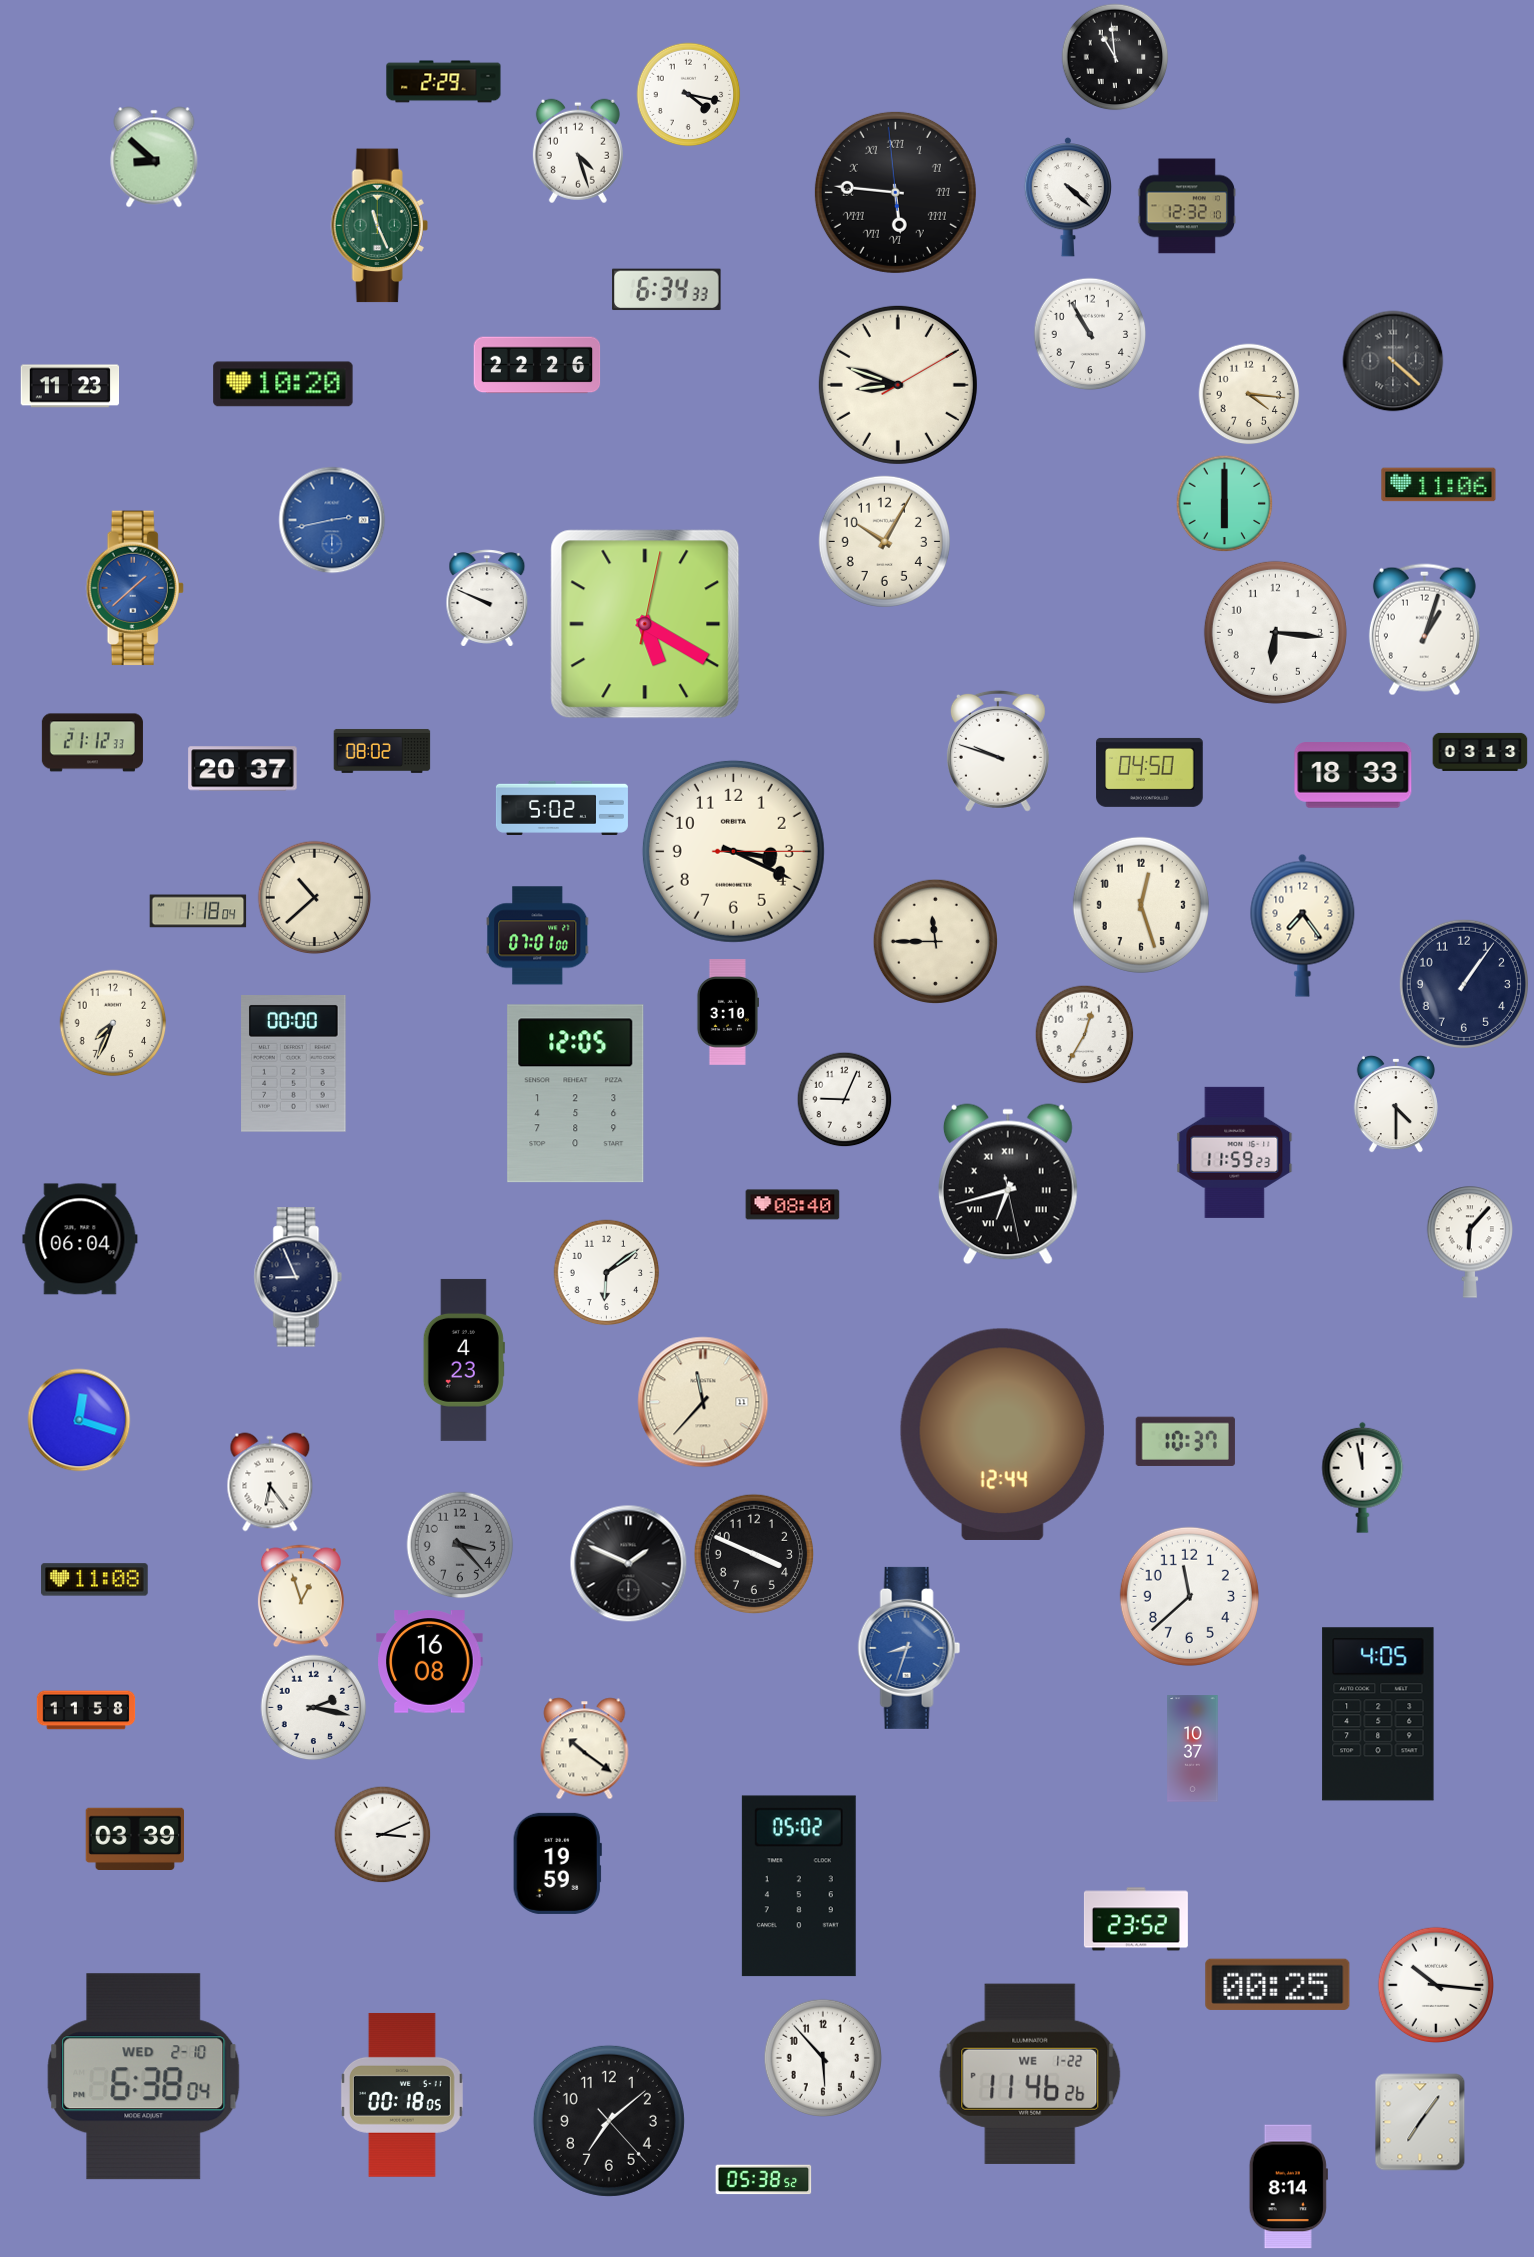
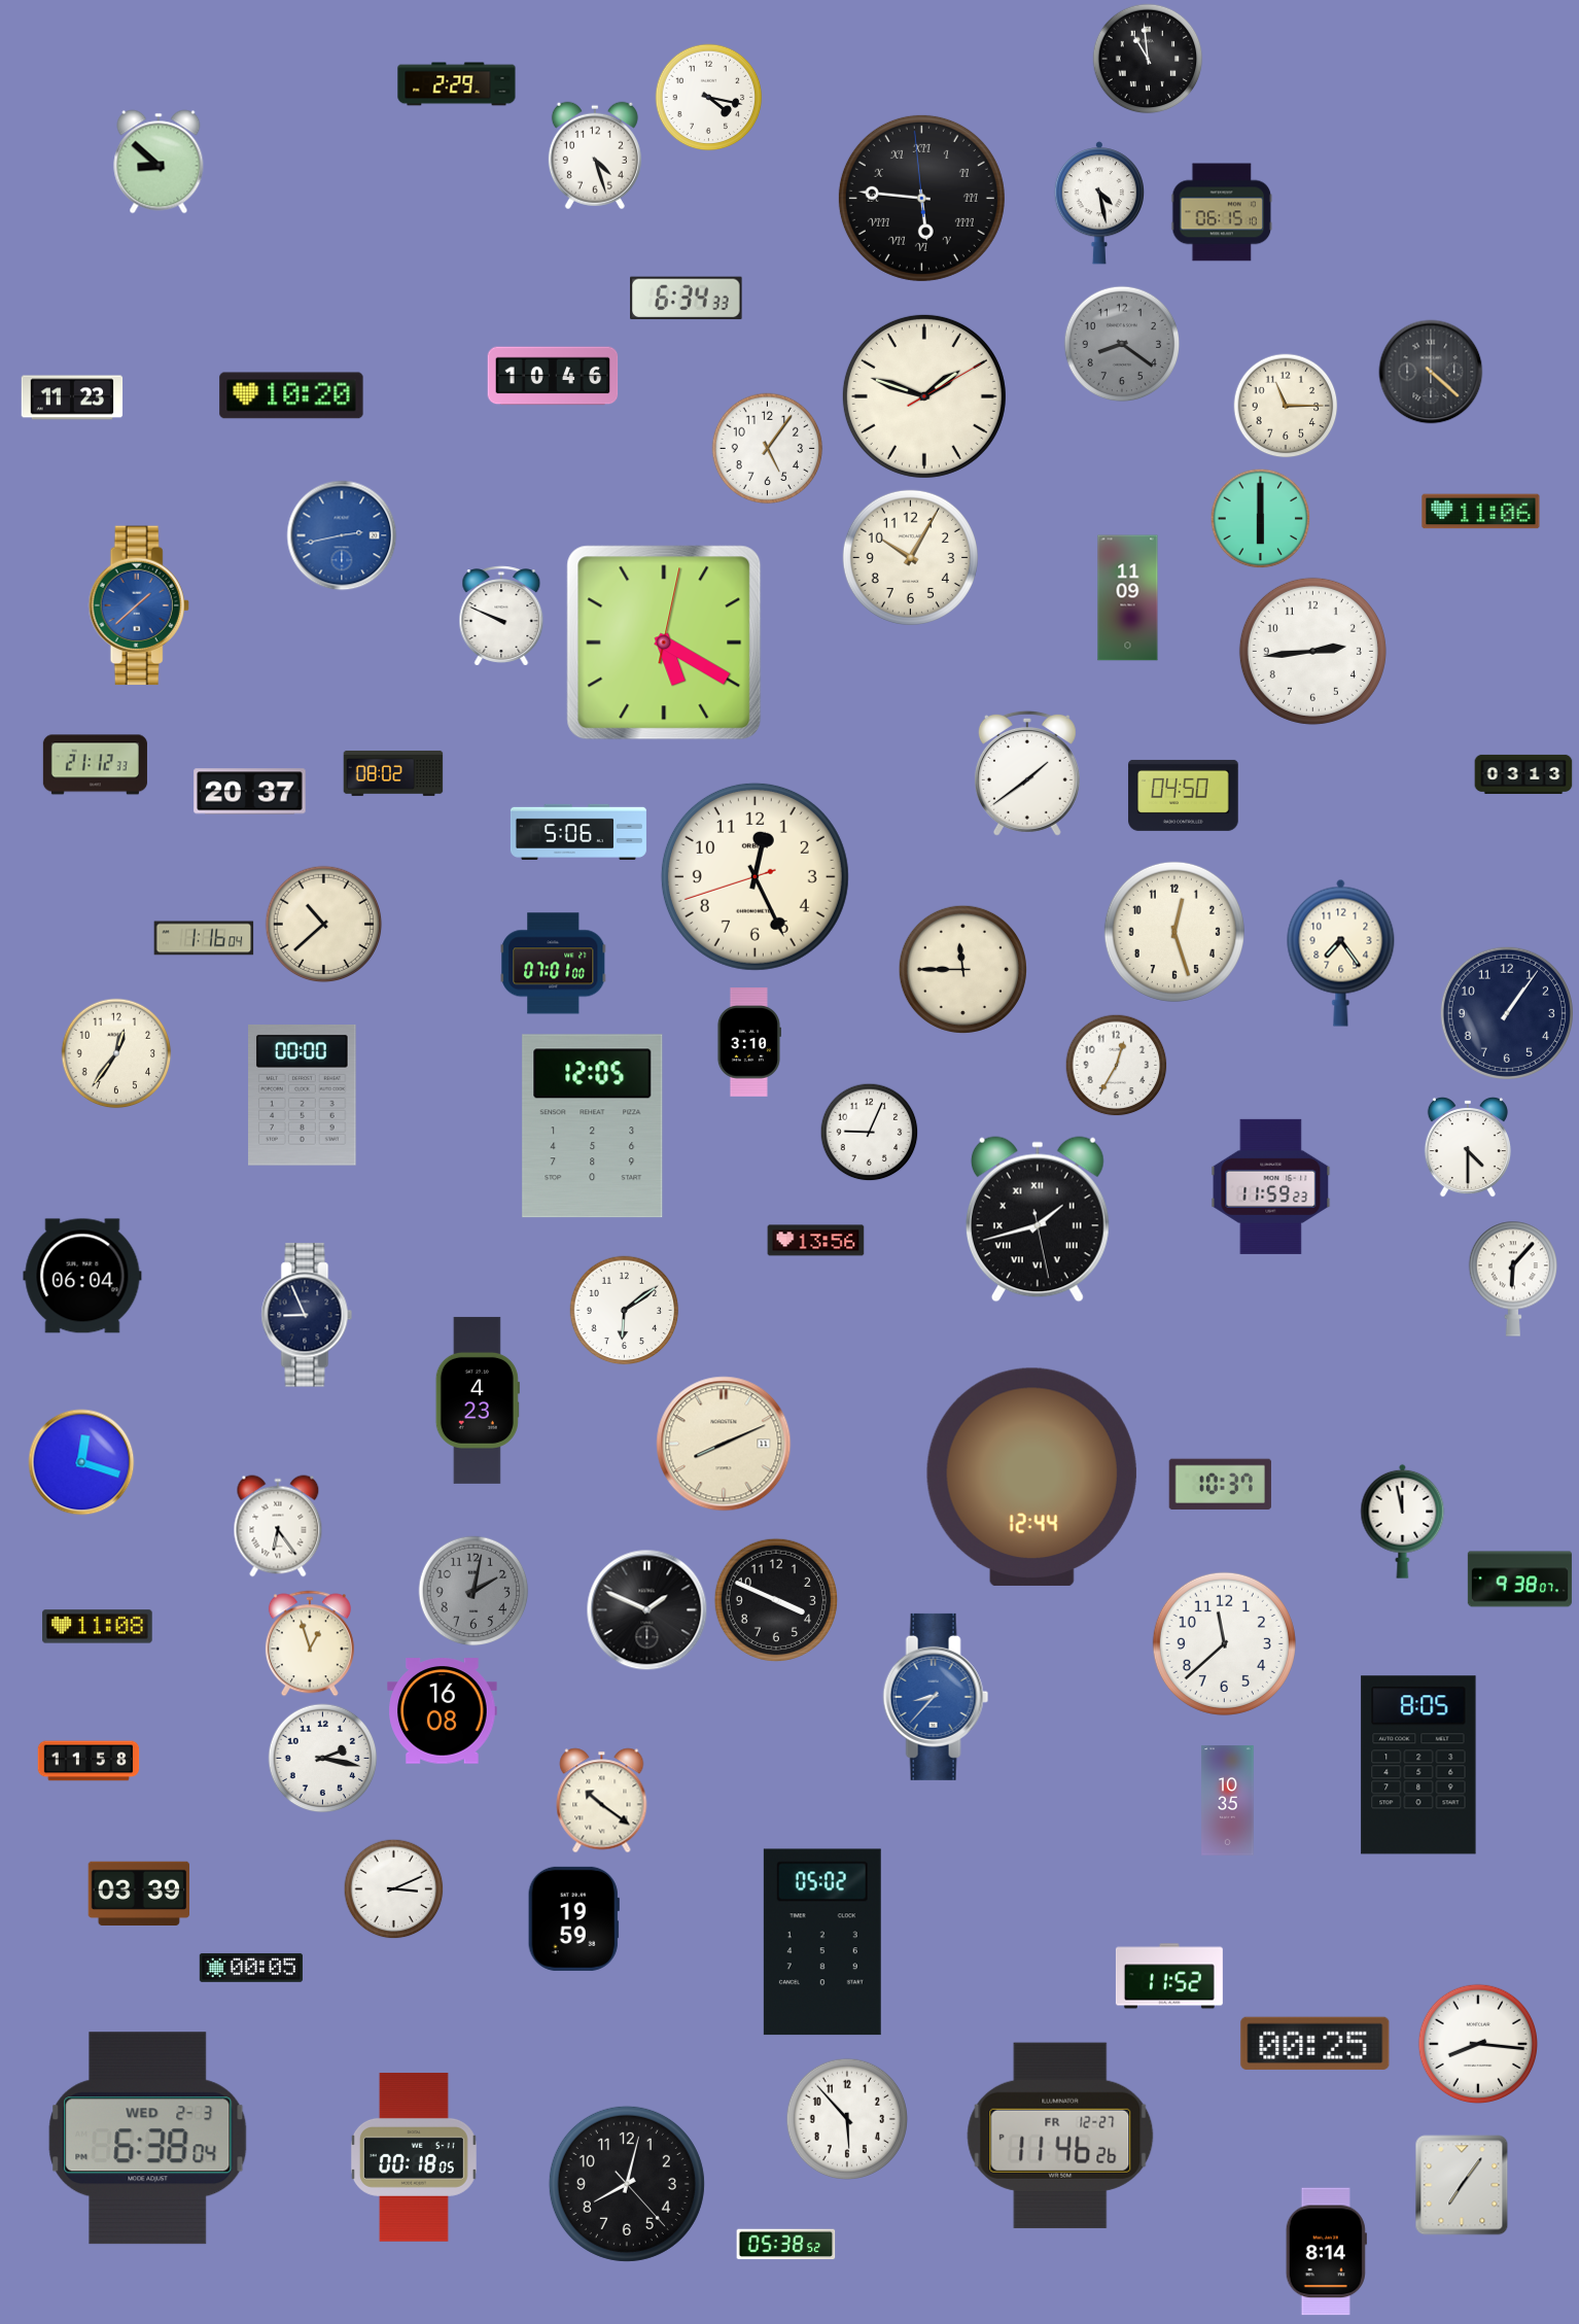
clock at (1068, 197): 4:22 -> 4:28
clock at (1187, 206): 12:32 -> 06:15
clock at (379, 226): 11:26 -> none
clock at (1090, 334): 10:55 -> 8:21
clock at (1090, 334) dial: white -> grey
clock at (1393, 361) position: (1393, 361) -> (1431, 372)
clock at (537, 365): 22:26 -> 10:46
clock at (898, 385): 8:48 -> 1:48
clock at (1249, 394): 4:16 -> 11:15
clock at (768, 449): none -> 5:06
clock at (1439, 485) position: (1439, 485) -> (1481, 512)
clock at (1128, 598): none -> 11:09
clock at (1424, 630): 1:03 -> none
clock at (1275, 632): 6:16 -> 2:44
clock at (998, 751): 9:48 -> 1:39
clock at (1353, 775): 18:33 -> none
clock at (562, 808): 5:02 -> 5:06
clock at (733, 851): 3:19 -> 12:25
clock at (198, 911): 1:18 -> 1:16
clock at (113, 1023): 7:34 -> 12:36
clock at (1396, 1104) position: (1396, 1104) -> (1468, 1147)
clock at (1008, 1184): 6:42 -> 1:42
clock at (793, 1205): 08:40 -> 13:56
clock at (703, 1402): 11:37 -> 8:11
clock at (1519, 1580): none -> 9:38
clock at (460, 1545): 3:23 -> 2:02
clock at (909, 1648): 8:33 -> 8:37
clock at (1378, 1714): 4:05 -> 8:05
clock at (1193, 1749): 10:37 -> 10:35
clock at (251, 1968): none -> 00:05
clock at (1136, 1919): 23:52 -> 11:52
clock at (1436, 1985): 10:16 -> 8:16
clock at (1030, 2074) date: WE 1-22 -> FR 12-27
clock at (144, 2077) date: WED 2-10 -> WED 2-3
clock at (609, 2121): 7:08 -> 8:02
